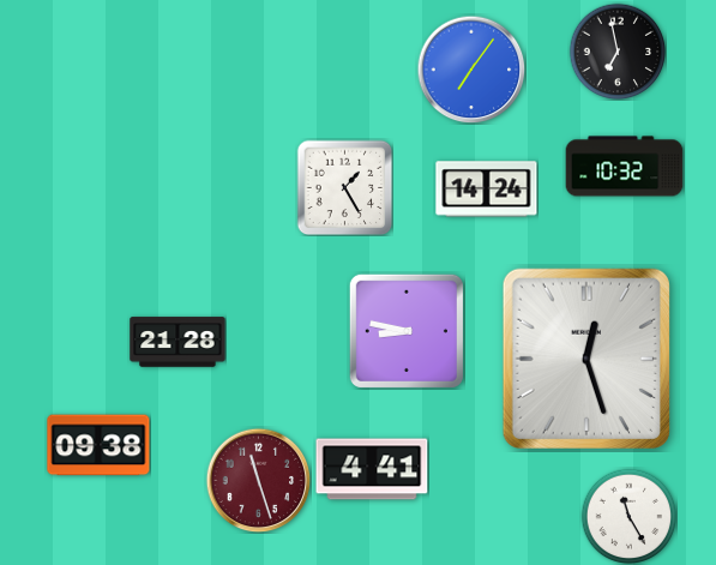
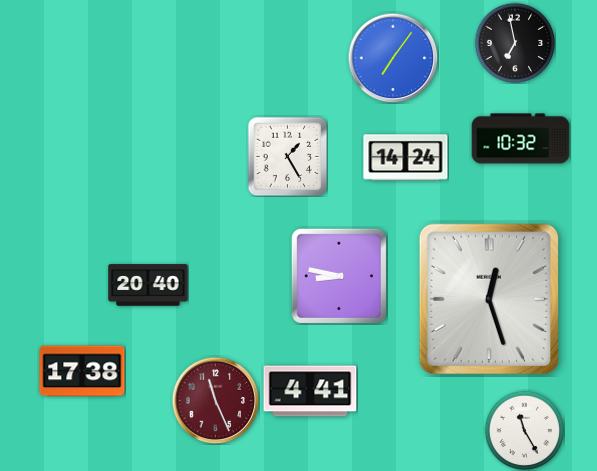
clock at (178, 342): 21:28 -> 20:40
clock at (98, 445): 09:38 -> 17:38
clock at (258, 480): 11:27 -> 11:26
